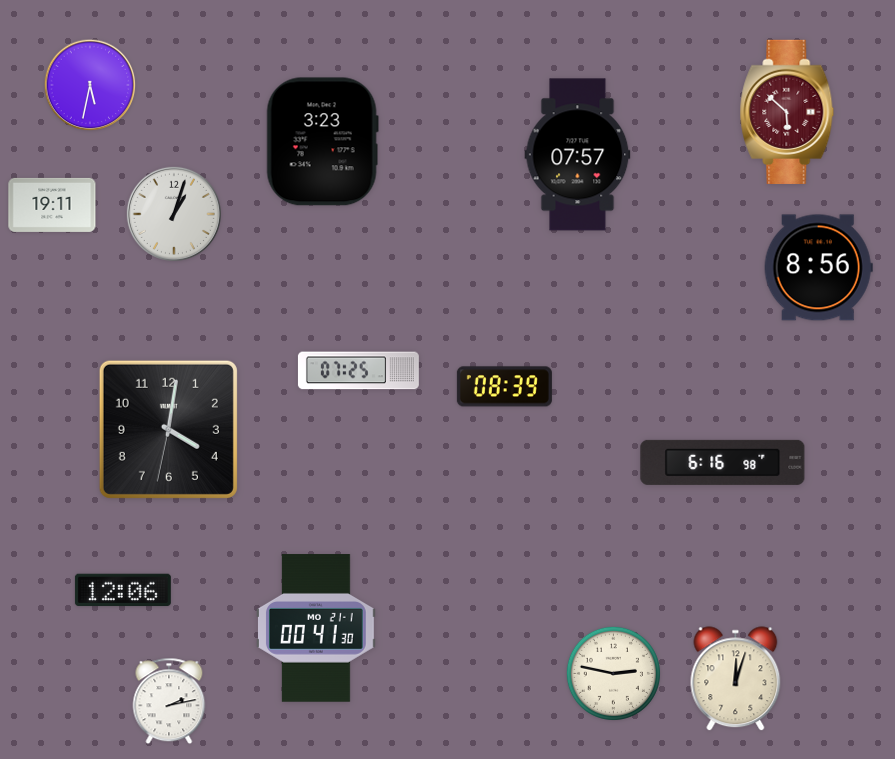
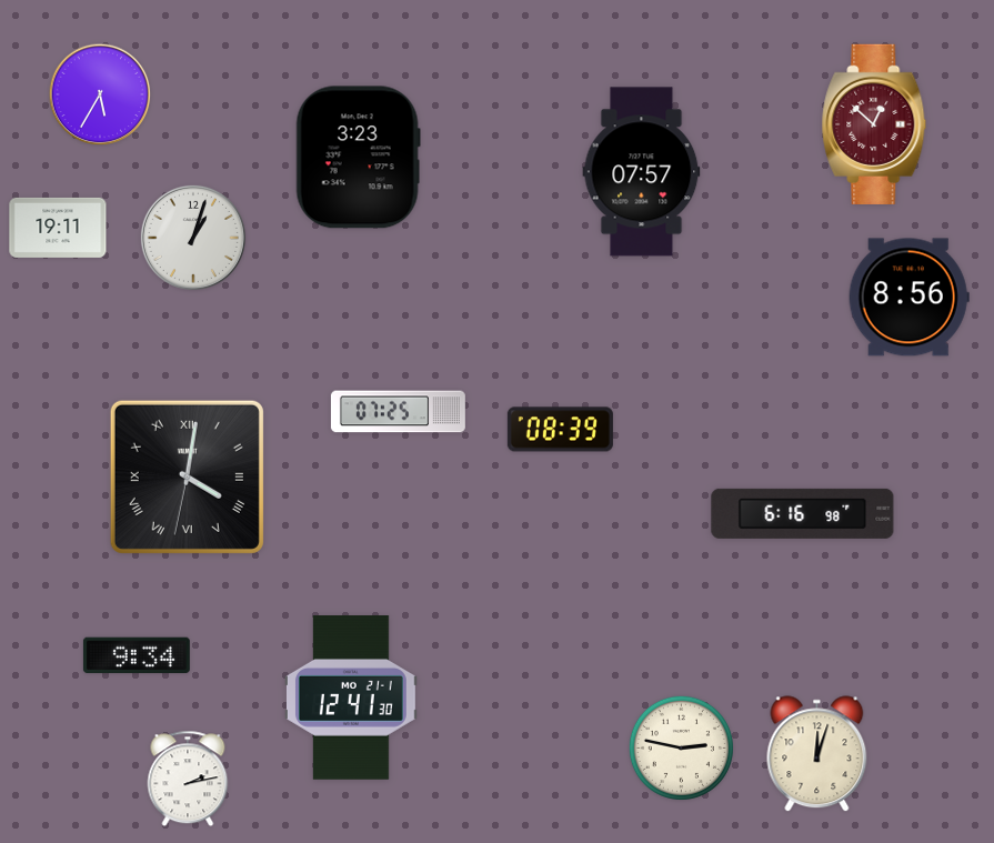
clock at (90, 85): 5:32 -> 5:35
clock at (787, 112): 5:52 -> 12:52
clock at (168, 429) numerals: Arabic -> Roman
clock at (123, 590): 12:06 -> 9:34
clock at (316, 628): 00:41 -> 12:41
